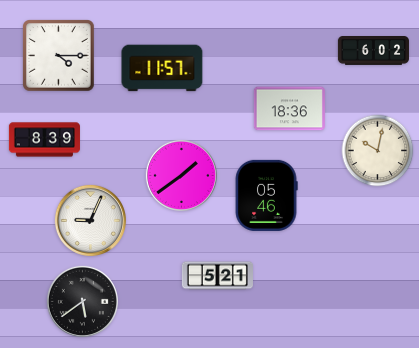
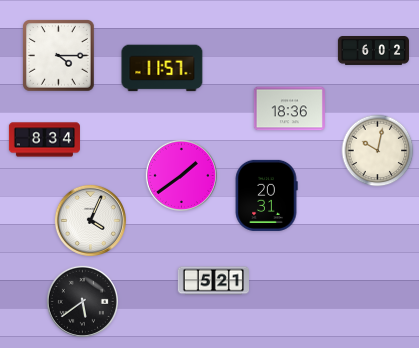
clock at (44, 140): 8:39 -> 8:34
clock at (266, 195): 05:46 -> 20:31
clock at (90, 220): 9:04 -> 4:04
clock at (217, 276) position: (217, 276) -> (213, 281)
